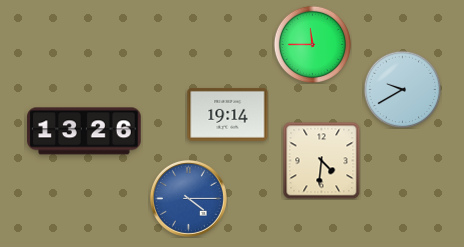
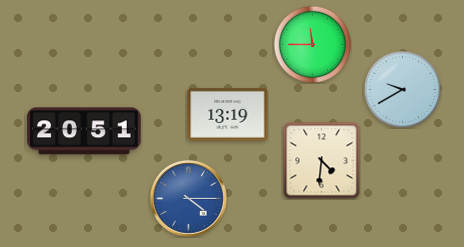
clock at (228, 114): 19:14 -> 13:19
clock at (84, 131): 13:26 -> 20:51
